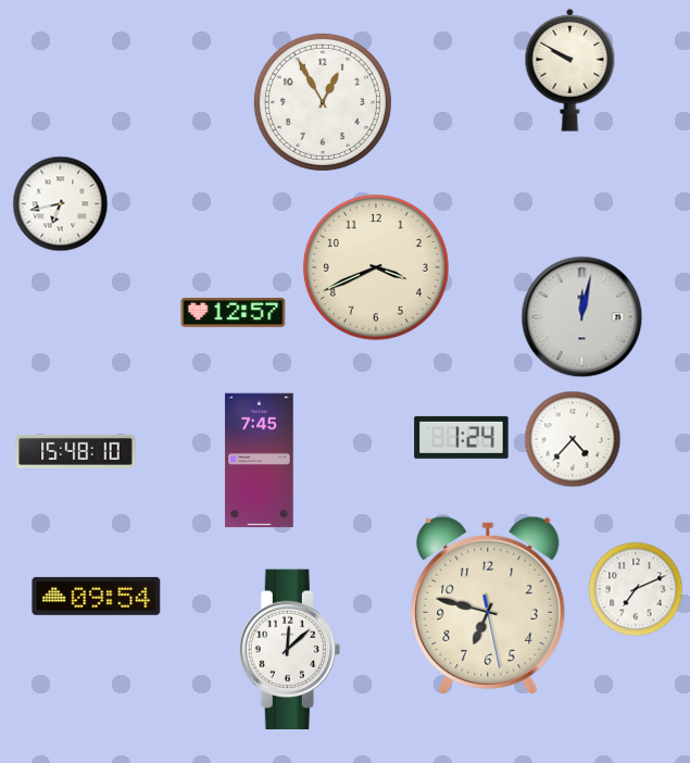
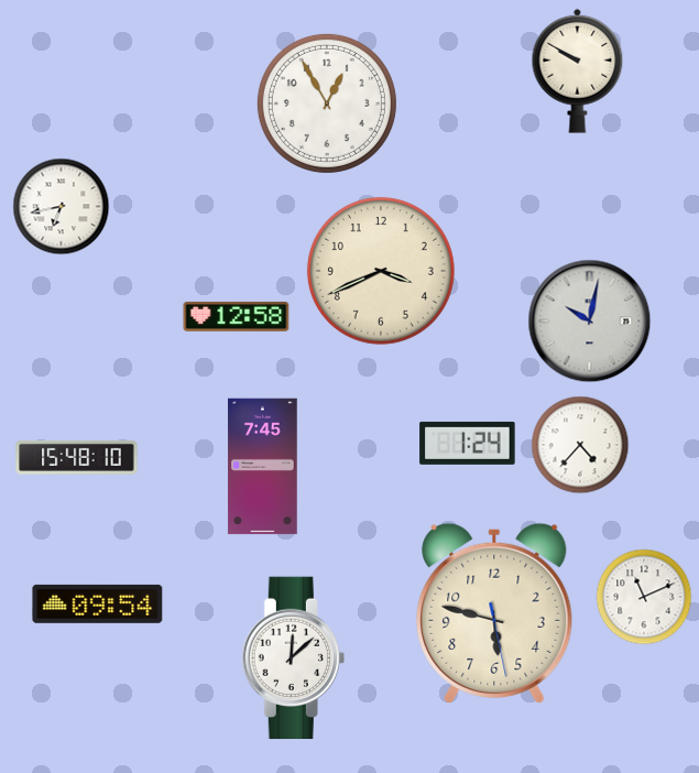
clock at (234, 312): 12:57 -> 12:58
clock at (582, 317): 12:02 -> 10:02
clock at (636, 589): 7:11 -> 11:11
clock at (488, 604): 6:47 -> 5:47
